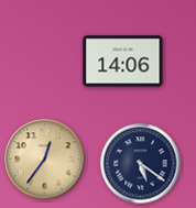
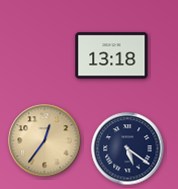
clock at (123, 62): 14:06 -> 13:18
clock at (45, 160) position: (45, 160) -> (45, 141)
